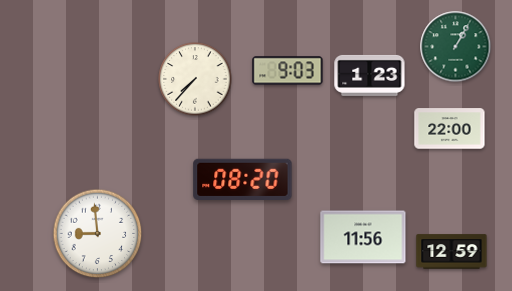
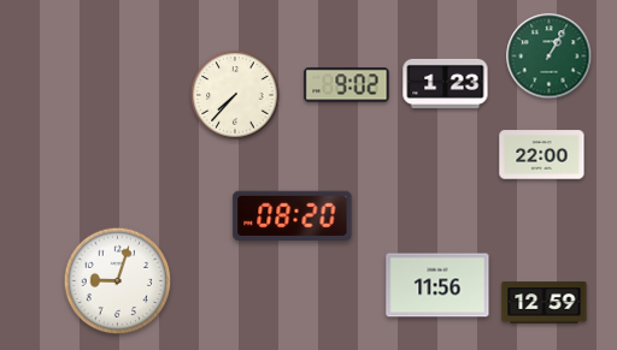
clock at (288, 71): 9:03 -> 9:02
clock at (370, 75) position: (370, 75) -> (446, 83)
clock at (98, 234): 8:59 -> 9:03
